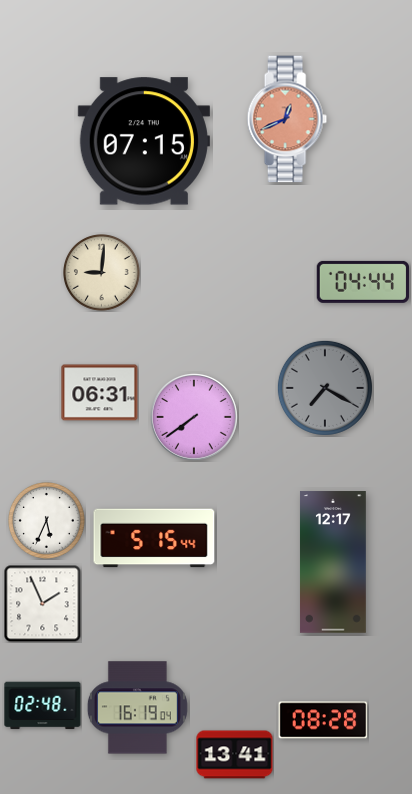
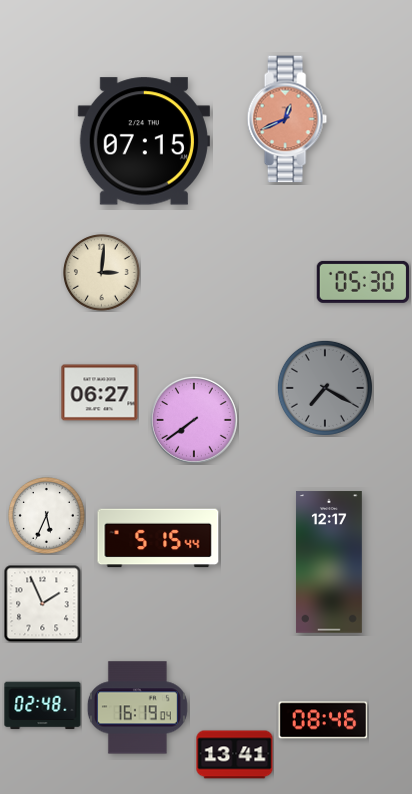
clock at (102, 273): 9:01 -> 3:01
clock at (362, 282): 04:44 -> 05:30
clock at (100, 393): 06:31 -> 06:27
clock at (194, 417) position: (194, 417) -> (194, 420)
clock at (47, 521) position: (47, 521) -> (47, 516)
clock at (154, 538) position: (154, 538) -> (158, 538)
clock at (333, 562) position: (333, 562) -> (329, 562)
clock at (323, 720): 08:28 -> 08:46
